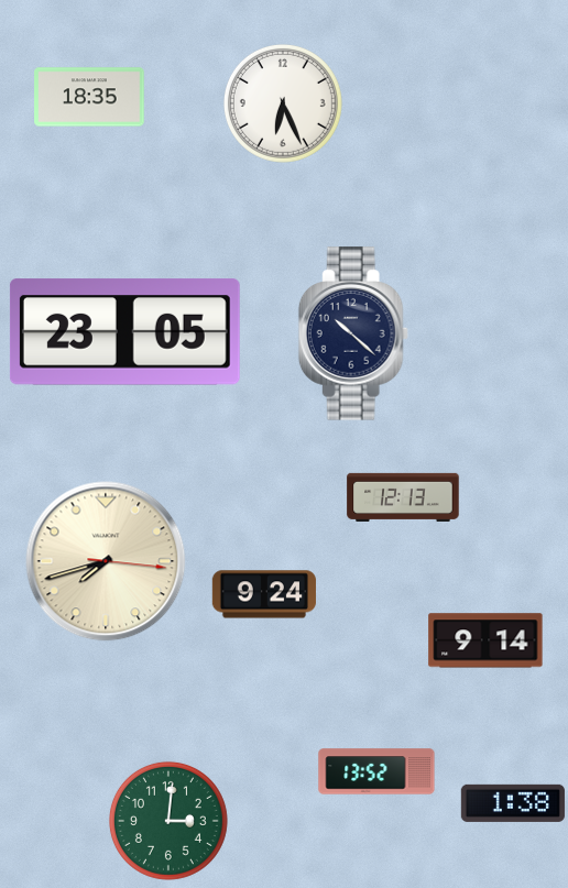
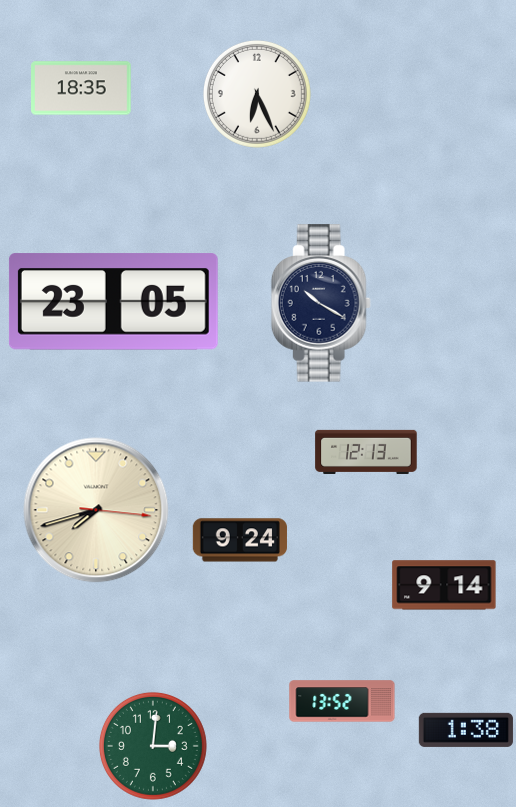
clock at (353, 333): 10:22 -> 10:20
clock at (485, 640) position: (485, 640) -> (444, 585)
